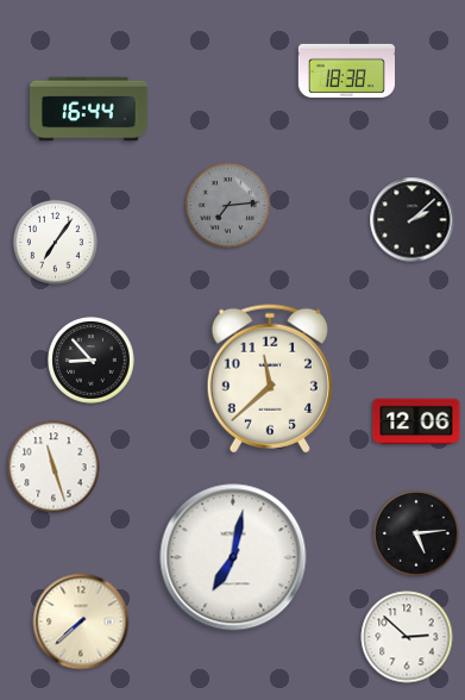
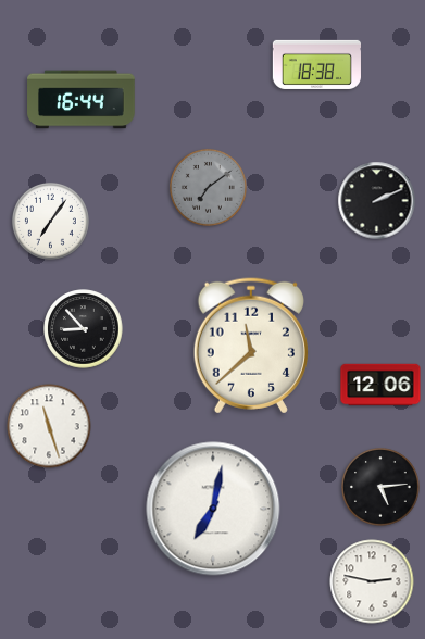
clock at (227, 205): 7:14 -> 7:09
clock at (413, 220): 2:08 -> 2:11
clock at (270, 379) position: (270, 379) -> (251, 346)
clock at (81, 621): 7:38 -> none
clock at (407, 637): 2:52 -> 2:47
